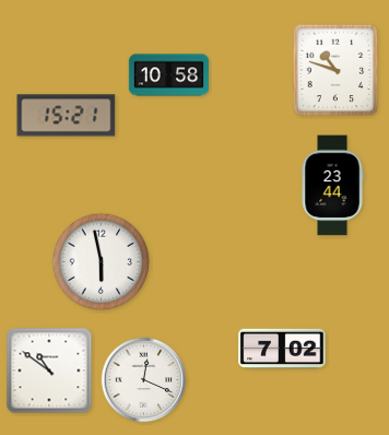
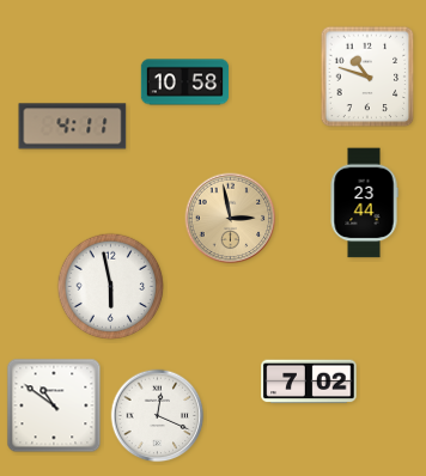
clock at (67, 116): 15:21 -> 4:11
clock at (231, 219): none -> 2:58
